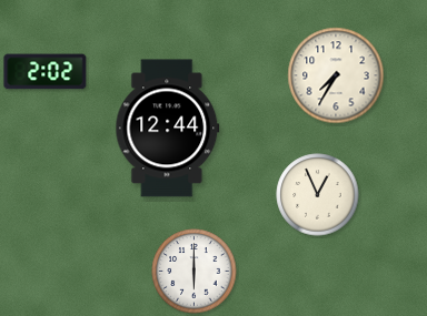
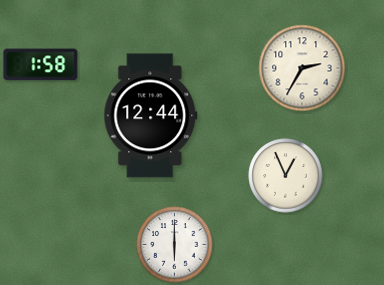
clock at (46, 72): 2:02 -> 1:58
clock at (336, 75): 7:35 -> 2:35
